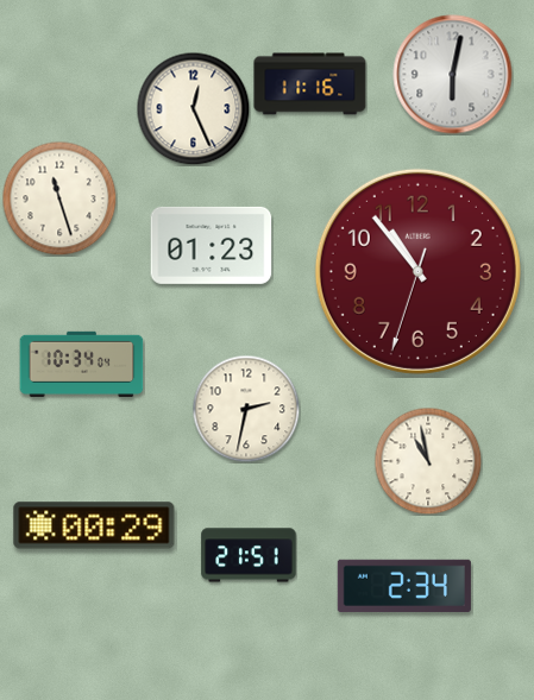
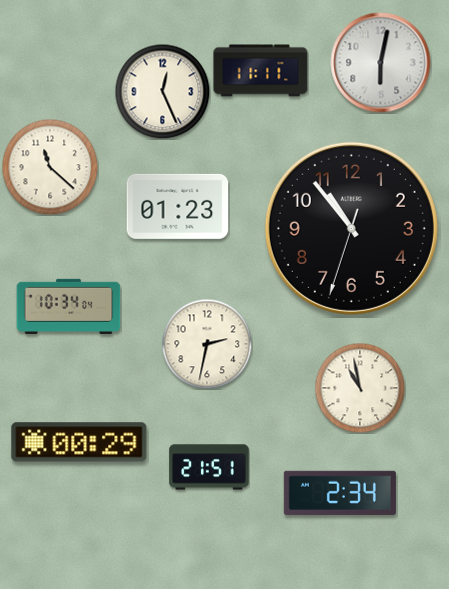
clock at (310, 84): 11:16 -> 11:11
clock at (59, 198): 11:27 -> 11:22
clock at (417, 271) dial: burgundy -> black
